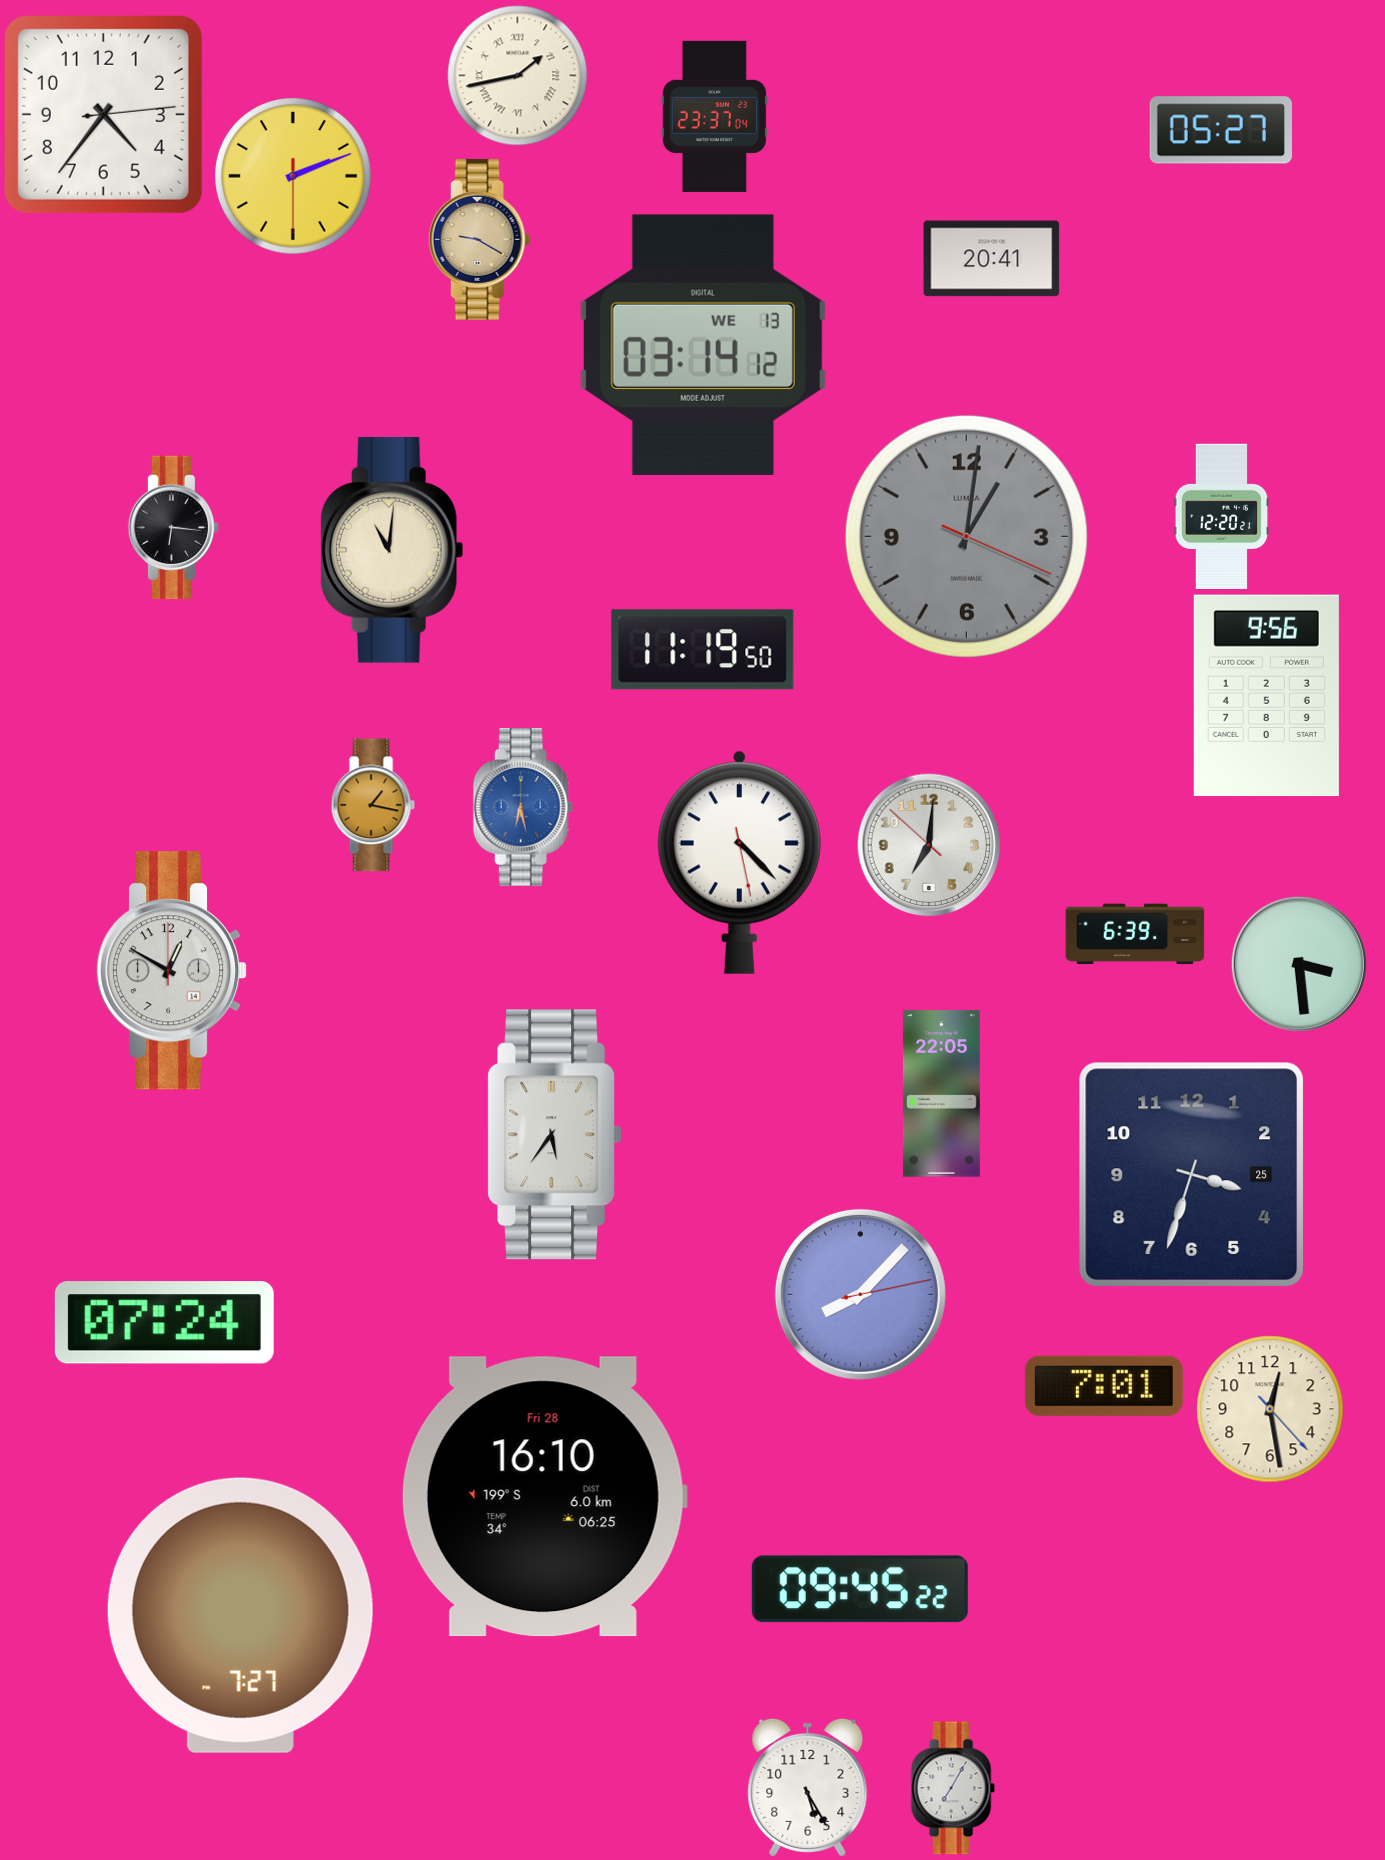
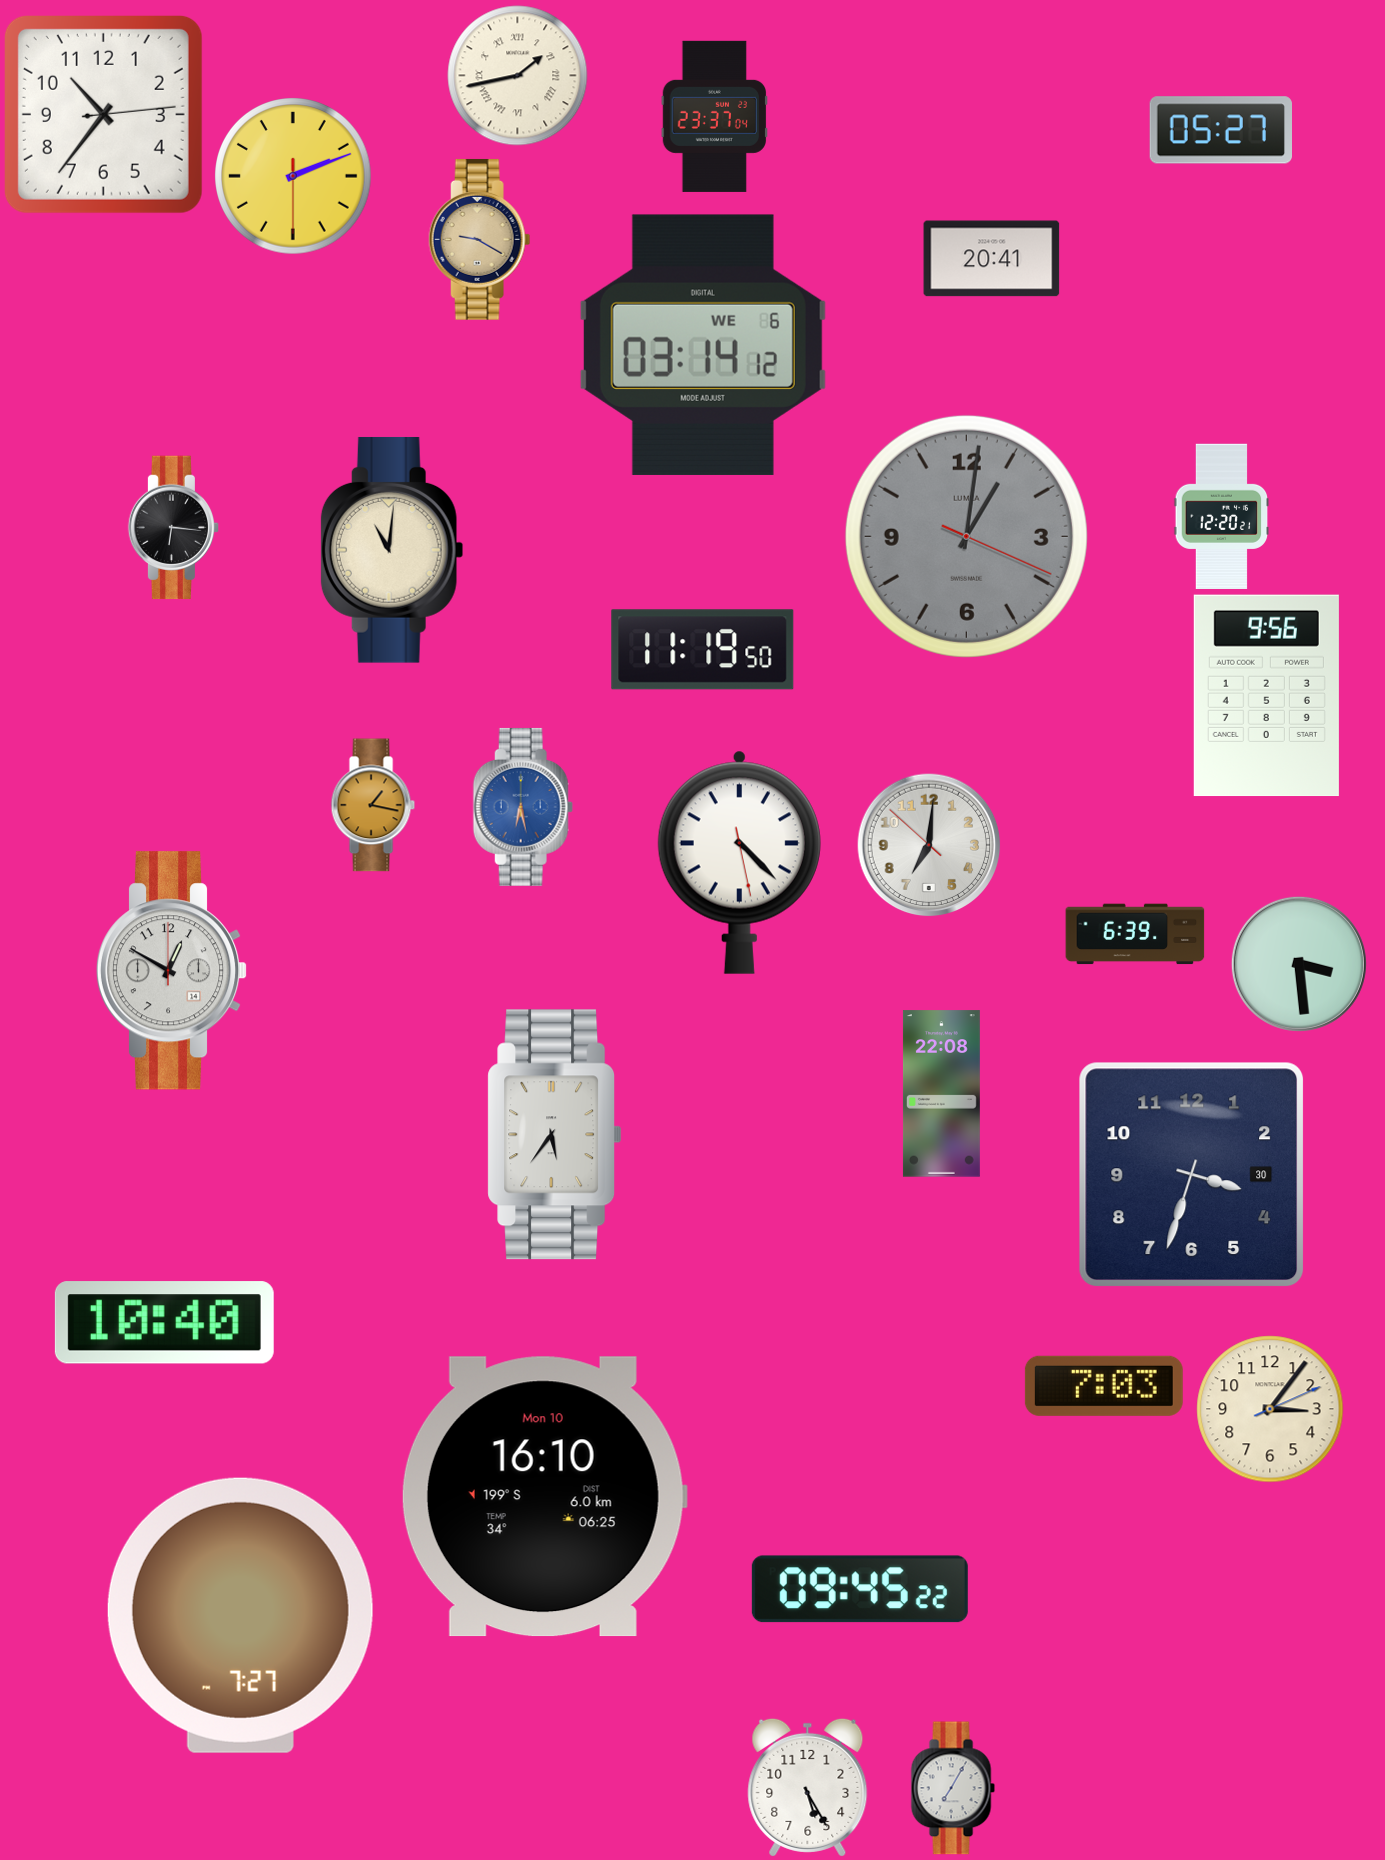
clock at (103, 114): 4:36 -> 10:36
clock at (703, 345) date: WE 13 -> WE 6
clock at (941, 1094): 22:05 -> 22:08
clock at (1192, 1175) date: 25 -> 30
clock at (860, 1294): 8:07 -> none
clock at (164, 1323): 07:24 -> 10:40
clock at (1104, 1386): 7:01 -> 7:03
clock at (1270, 1409): 12:28 -> 3:06
clock at (544, 1497) date: Fri 28 -> Mon 10
